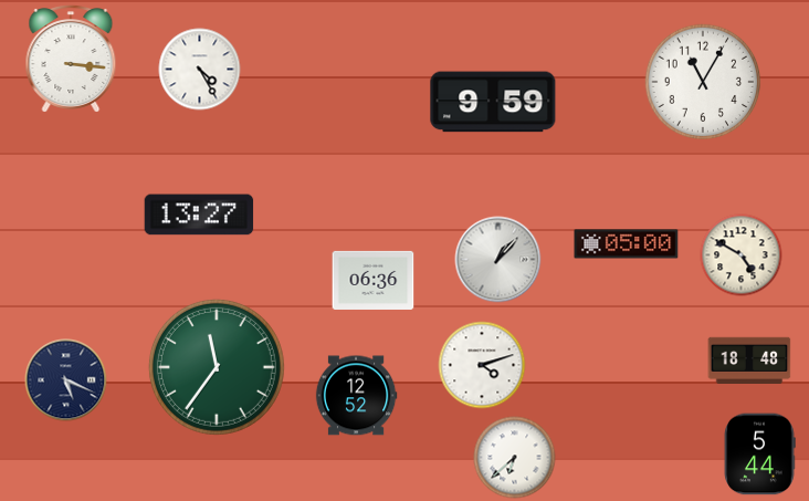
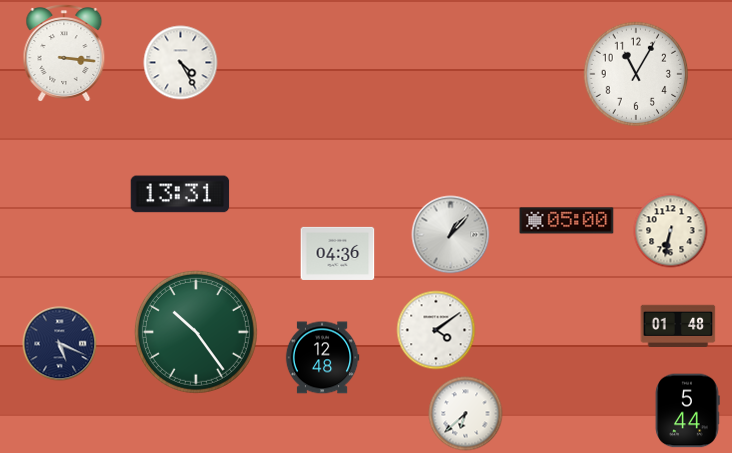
clock at (493, 102): 9:59 -> none
clock at (199, 215): 13:27 -> 13:31
clock at (742, 255): 4:50 -> 6:32
clock at (374, 280): 06:36 -> 04:36
clock at (749, 359): 18:48 -> 01:48
clock at (482, 365): 4:12 -> 4:09
clock at (217, 367): 11:36 -> 10:24
clock at (356, 396): 12:52 -> 12:48
